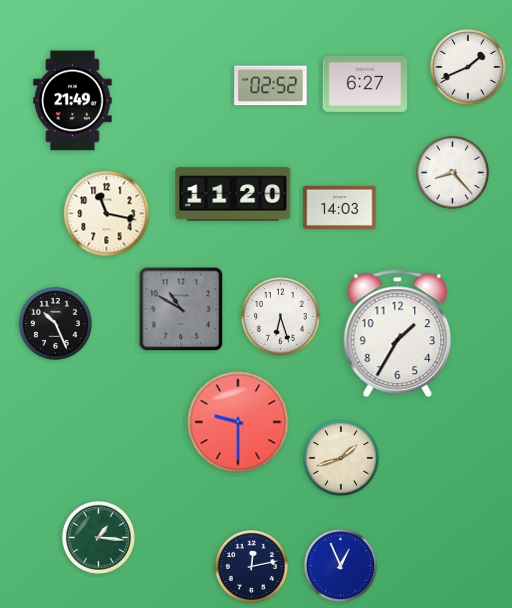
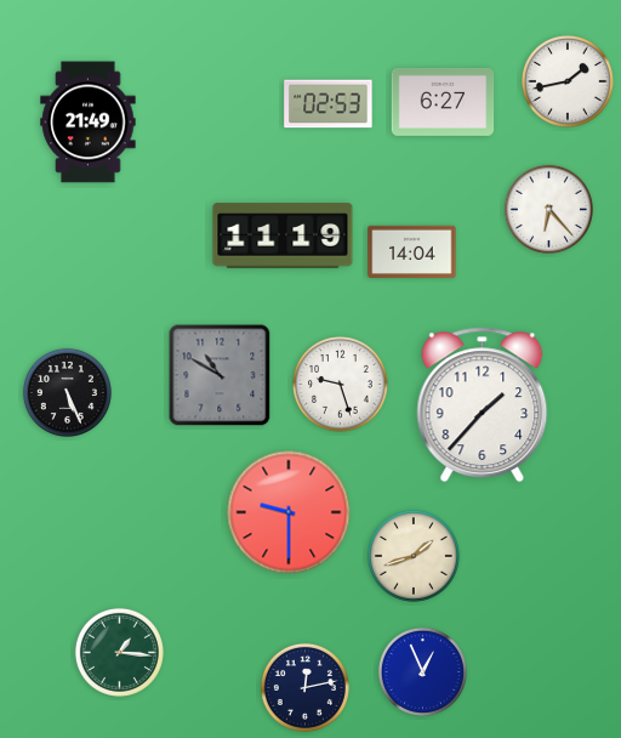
clock at (468, 67): 1:41 -> 1:43
clock at (271, 86): 02:52 -> 02:53
clock at (452, 172): 8:23 -> 6:23
clock at (233, 194): 11:20 -> 11:19
clock at (340, 207): 14:03 -> 14:04
clock at (107, 214): 11:17 -> none
clock at (281, 317): 6:27 -> 9:27
clock at (55, 323): 10:26 -> 5:26
clock at (398, 333): 1:35 -> 1:37
clock at (340, 565) position: (340, 565) -> (422, 671)
